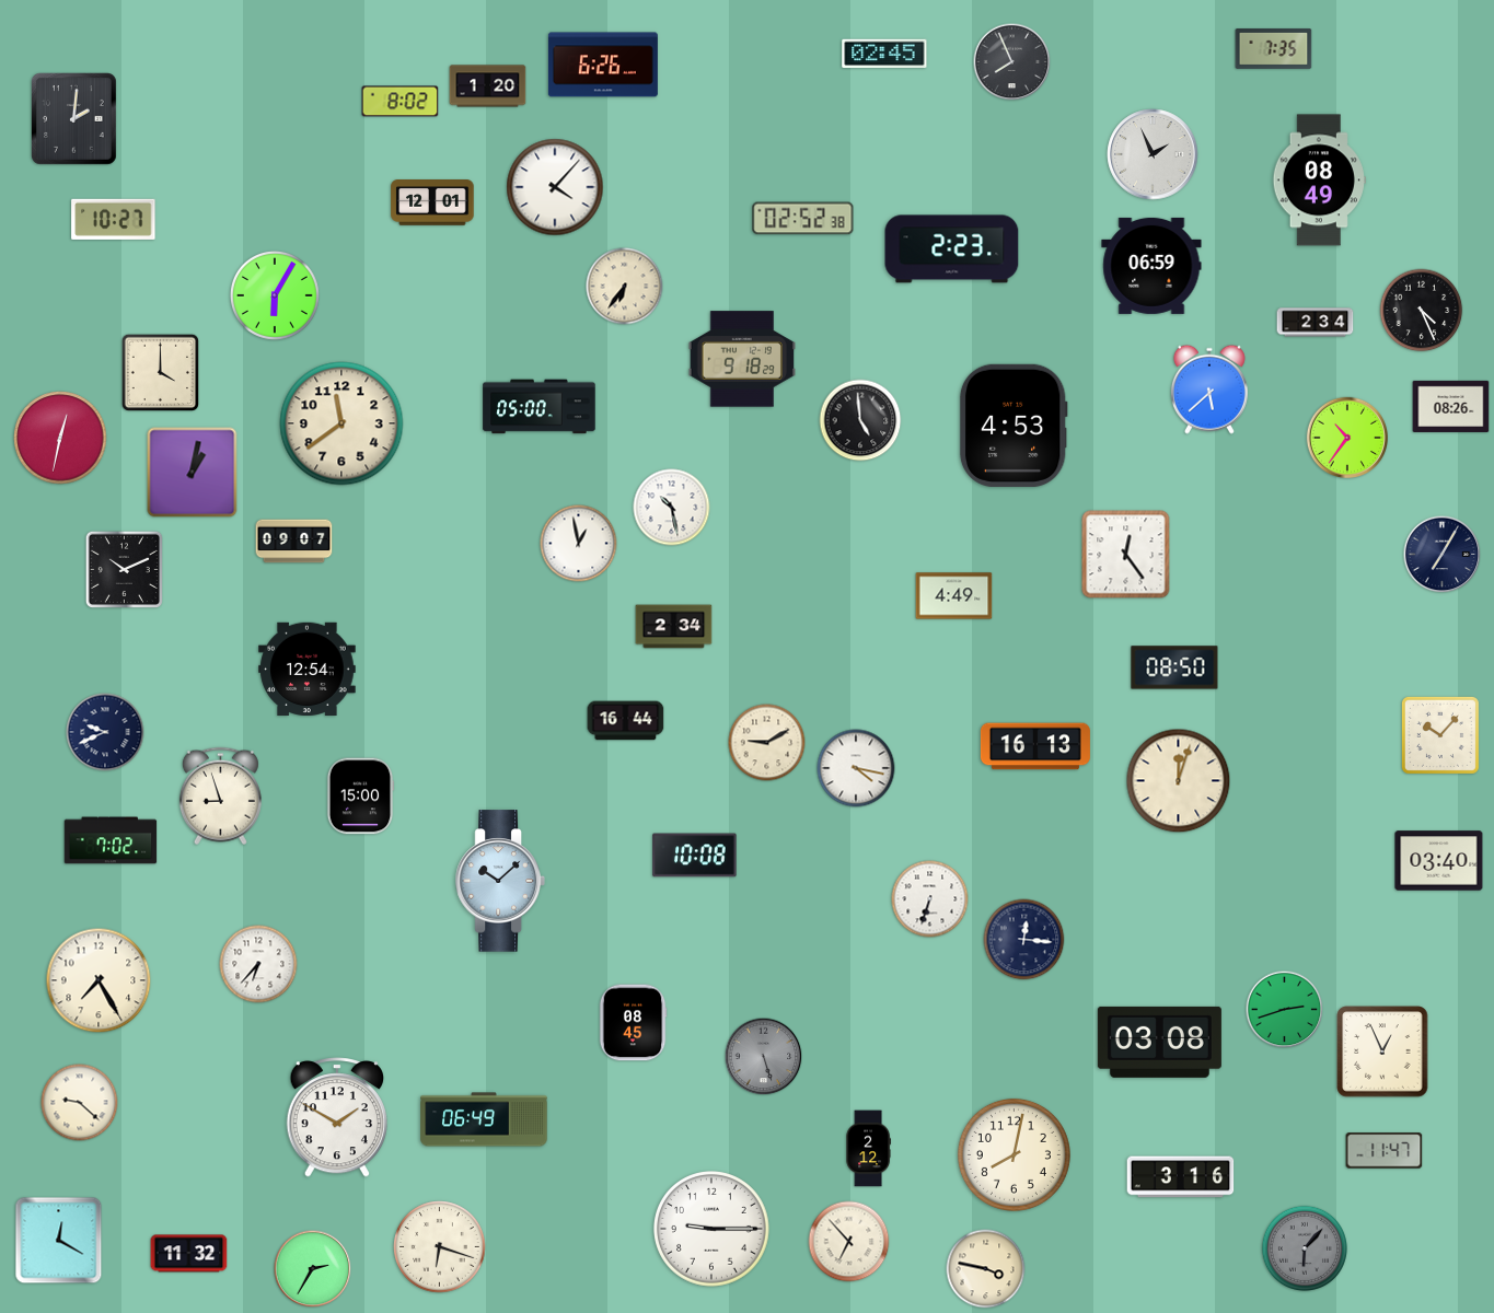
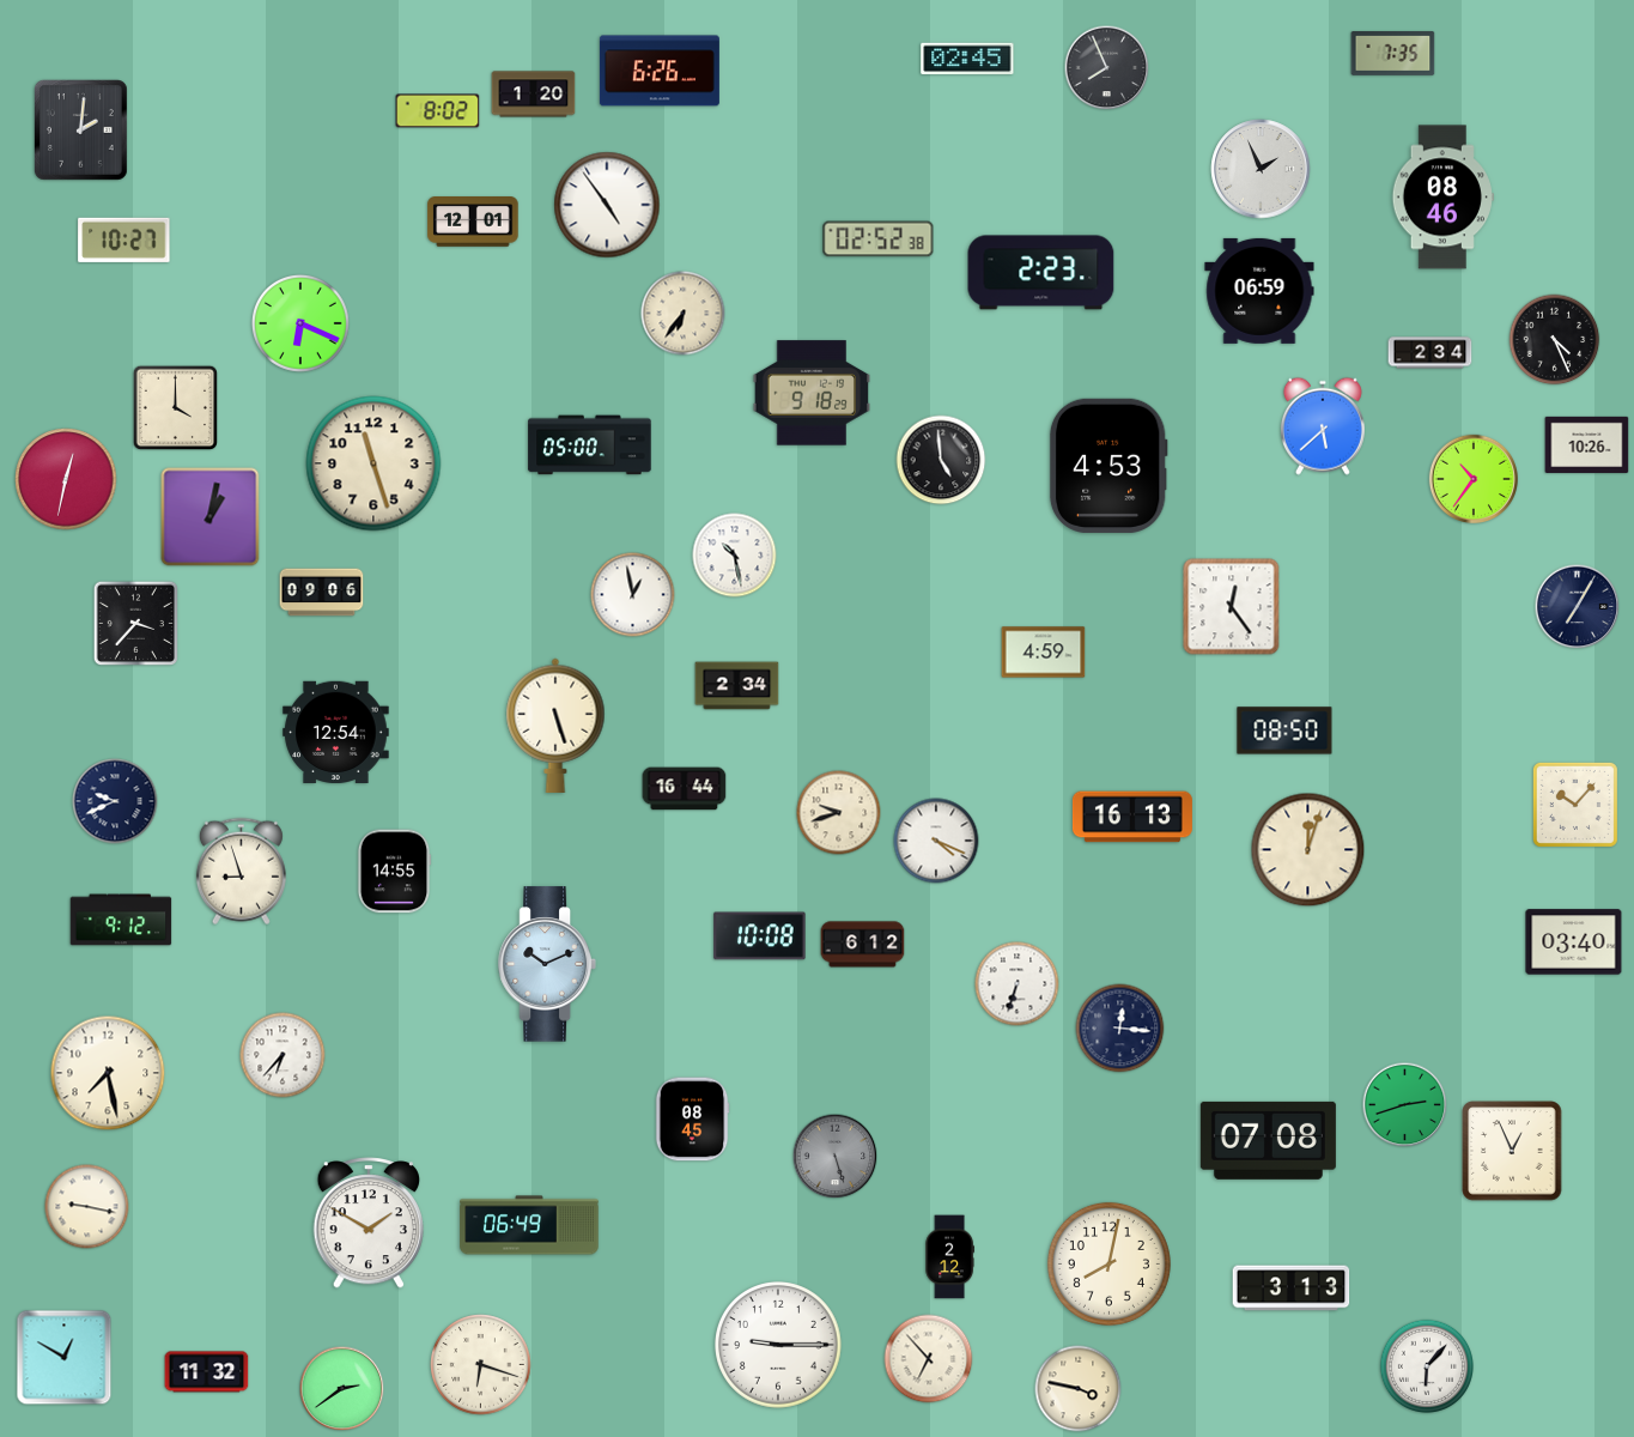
clock at (1319, 181): 08:49 -> 08:46
clock at (555, 187): 4:07 -> 4:54
clock at (275, 295): 6:05 -> 6:19
clock at (1316, 323) position: (1316, 323) -> (1430, 353)
clock at (1451, 406): 08:26 -> 10:26
clock at (341, 423): 11:39 -> 11:27
clock at (294, 542): 09:07 -> 09:06
clock at (124, 569): 10:11 -> 3:37
clock at (954, 596): 4:49 -> 4:59
clock at (555, 726): none -> 5:27
clock at (767, 743): 9:10 -> 9:42
clock at (856, 768): 4:17 -> 4:19
clock at (1179, 781) position: (1179, 781) -> (1308, 850)
clock at (360, 797): 15:00 -> 14:55
clock at (111, 840): 7:02 -> 9:12
clock at (863, 945): none -> 6:12
clock at (500, 881): 10:08 -> 10:11
clock at (99, 980): 7:25 -> 7:28
clock at (1159, 1042): 03:08 -> 07:08
clock at (80, 1103): 9:22 -> 9:17
clock at (1385, 1151): 11:47 -> none
clock at (1181, 1177): 3:16 -> 3:13
clock at (59, 1241): 12:20 -> 12:50
clock at (1305, 1248) dial: grey -> white
clock at (313, 1269): 2:35 -> 2:39
